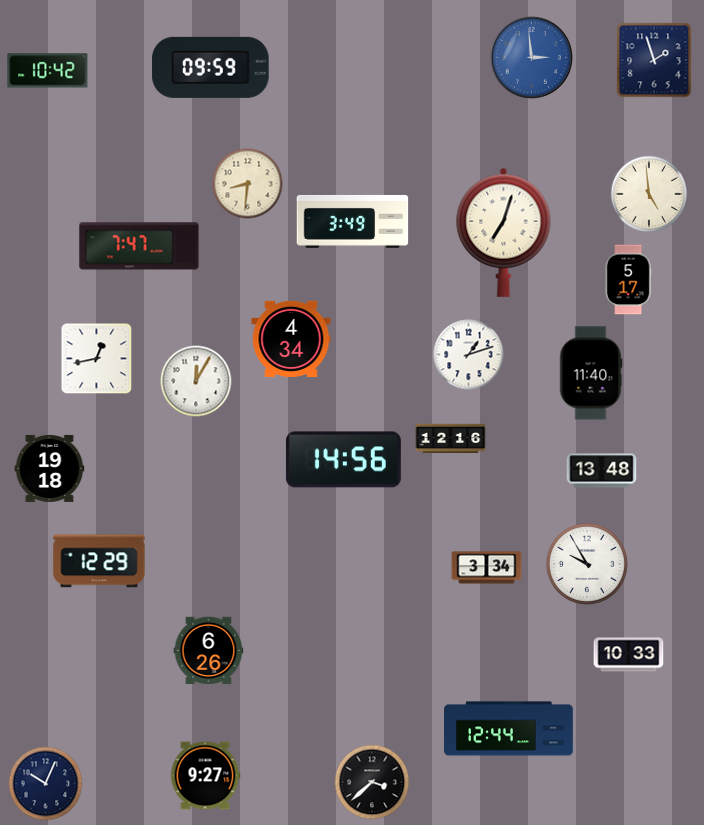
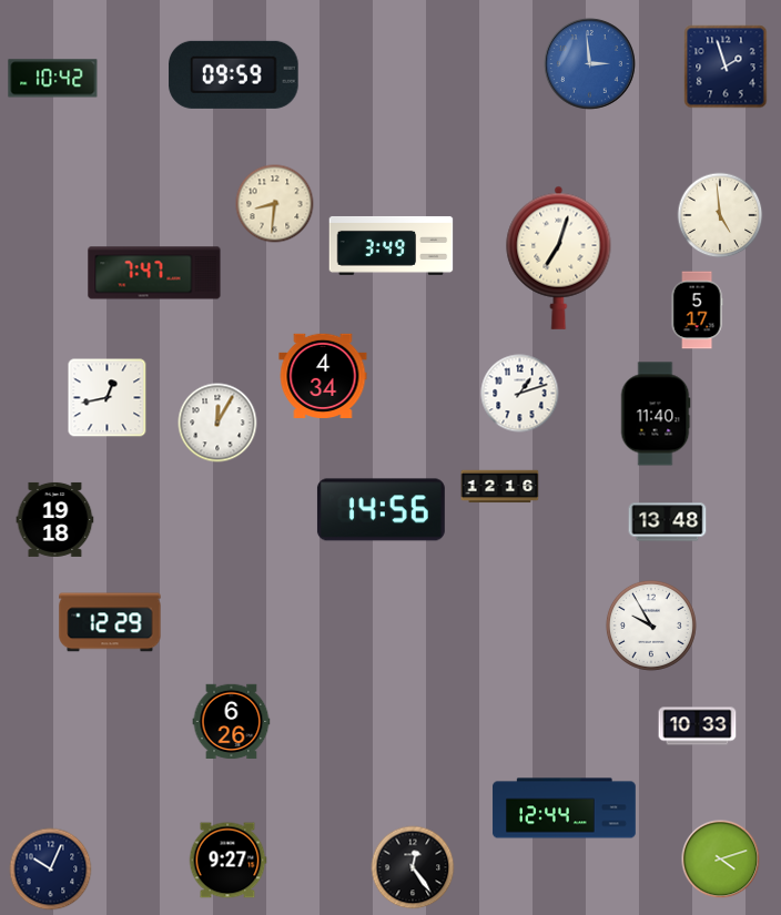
clock at (487, 568): 3:34 -> none
clock at (721, 860): none -> 4:12
clock at (372, 782): 3:38 -> 12:24
